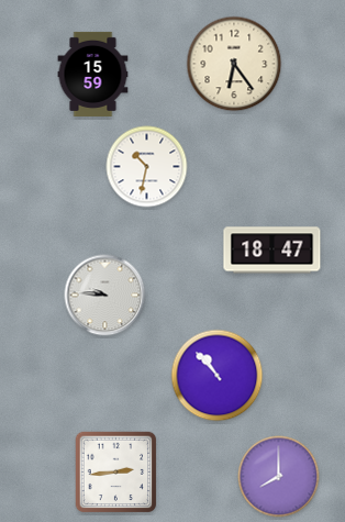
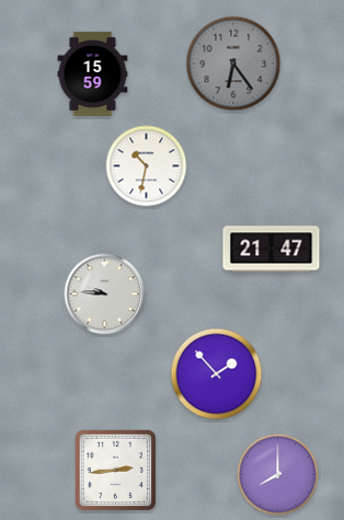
clock at (234, 64) dial: cream -> grey
clock at (272, 251): 18:47 -> 21:47
clock at (218, 376): 10:53 -> 1:53
